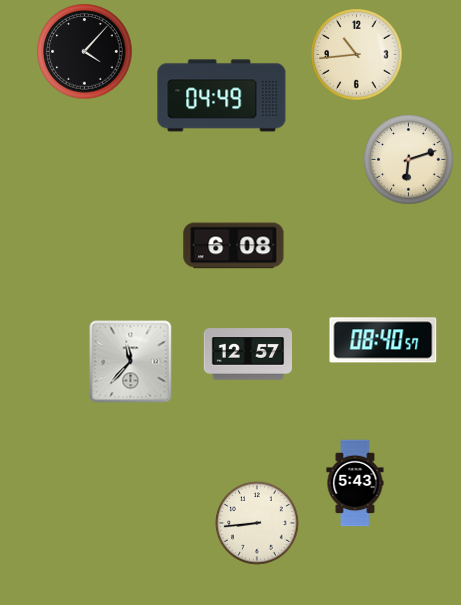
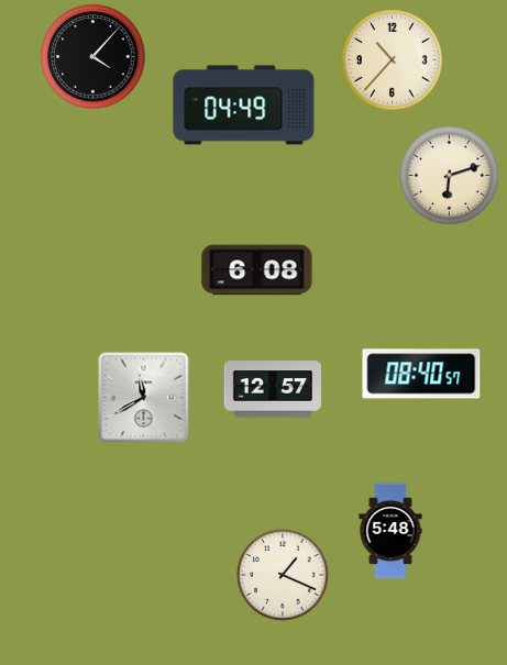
clock at (357, 55): 10:44 -> 10:37
clock at (131, 362): 11:37 -> 11:40
clock at (355, 483): 5:43 -> 5:48
clock at (257, 523): 8:44 -> 1:19
